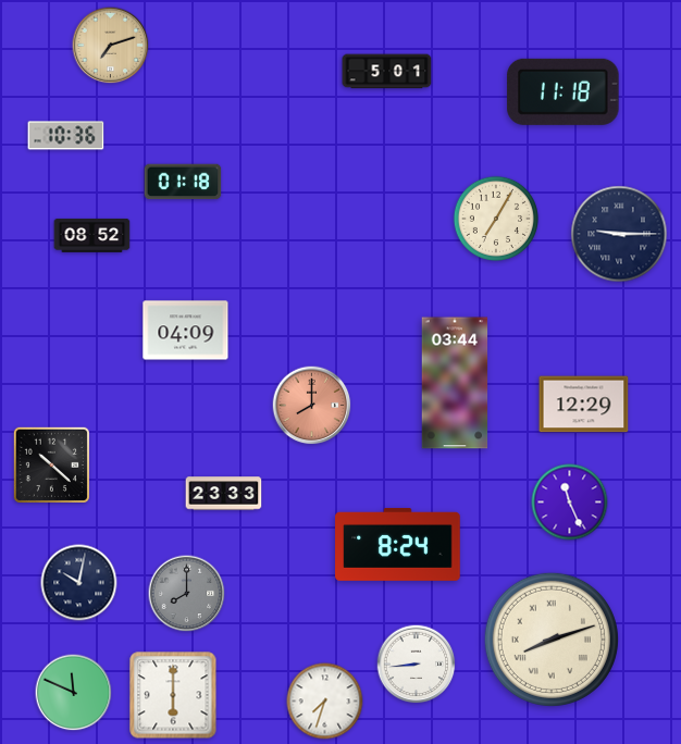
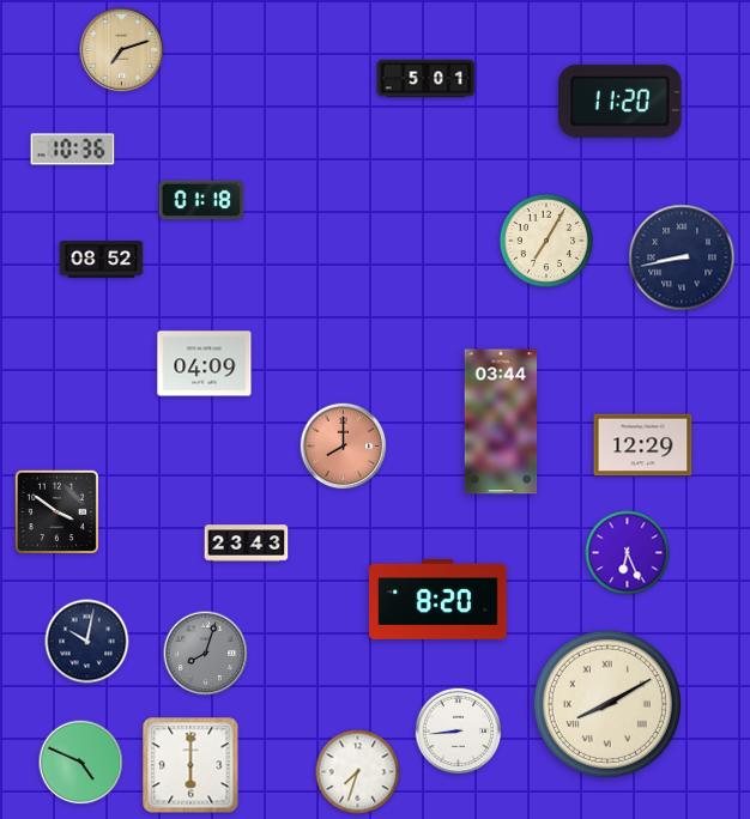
clock at (564, 91): 11:18 -> 11:20
clock at (619, 234): 9:15 -> 8:43
clock at (51, 464): 10:22 -> 3:51
clock at (224, 494): 23:33 -> 23:43
clock at (570, 503): 11:26 -> 6:26
clock at (398, 544): 8:24 -> 8:20
clock at (187, 594): 8:00 -> 8:03
clock at (552, 640): 8:12 -> 8:10
clock at (74, 693): 11:49 -> 4:49
